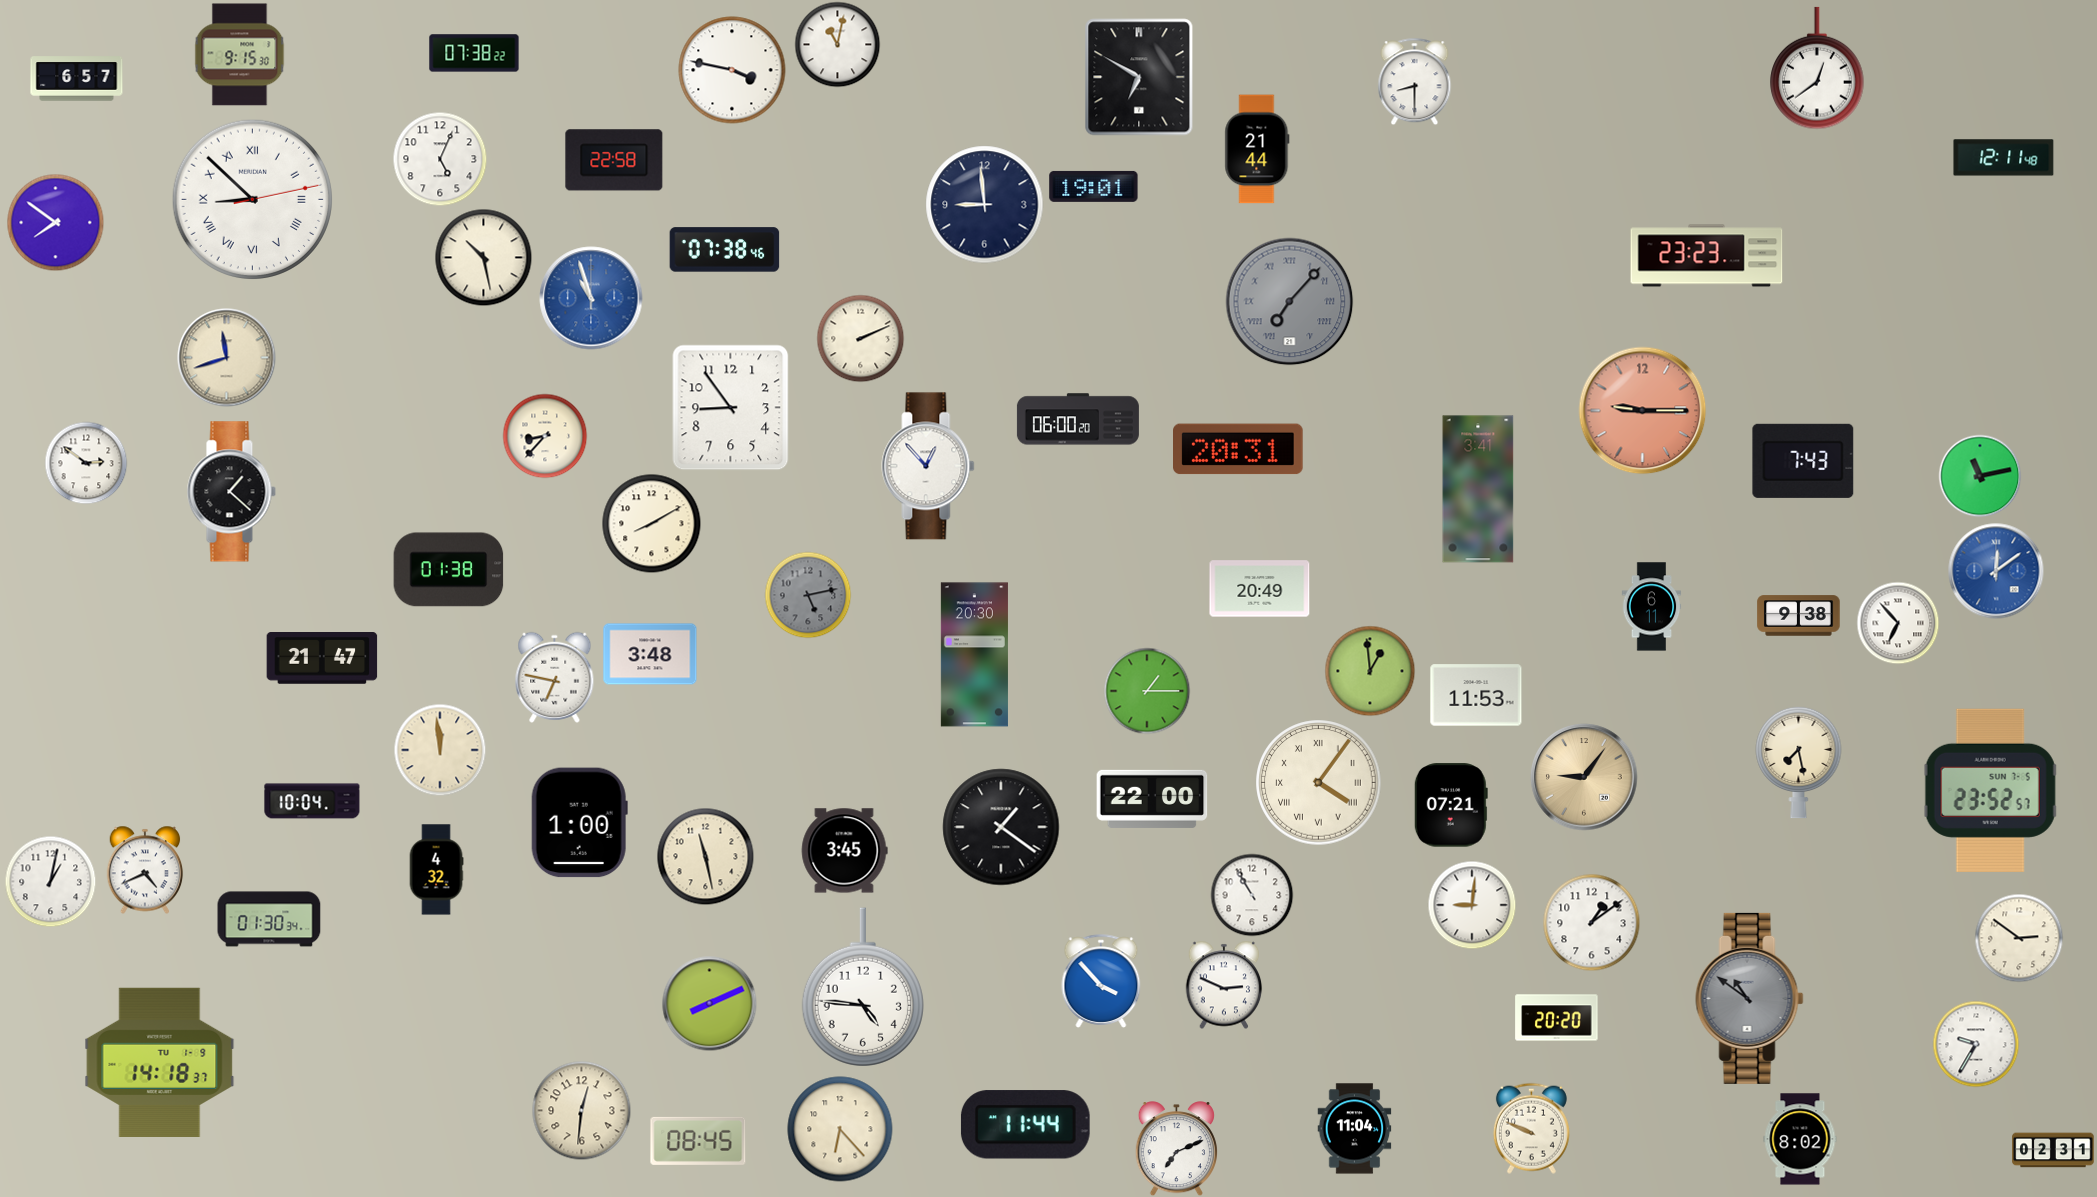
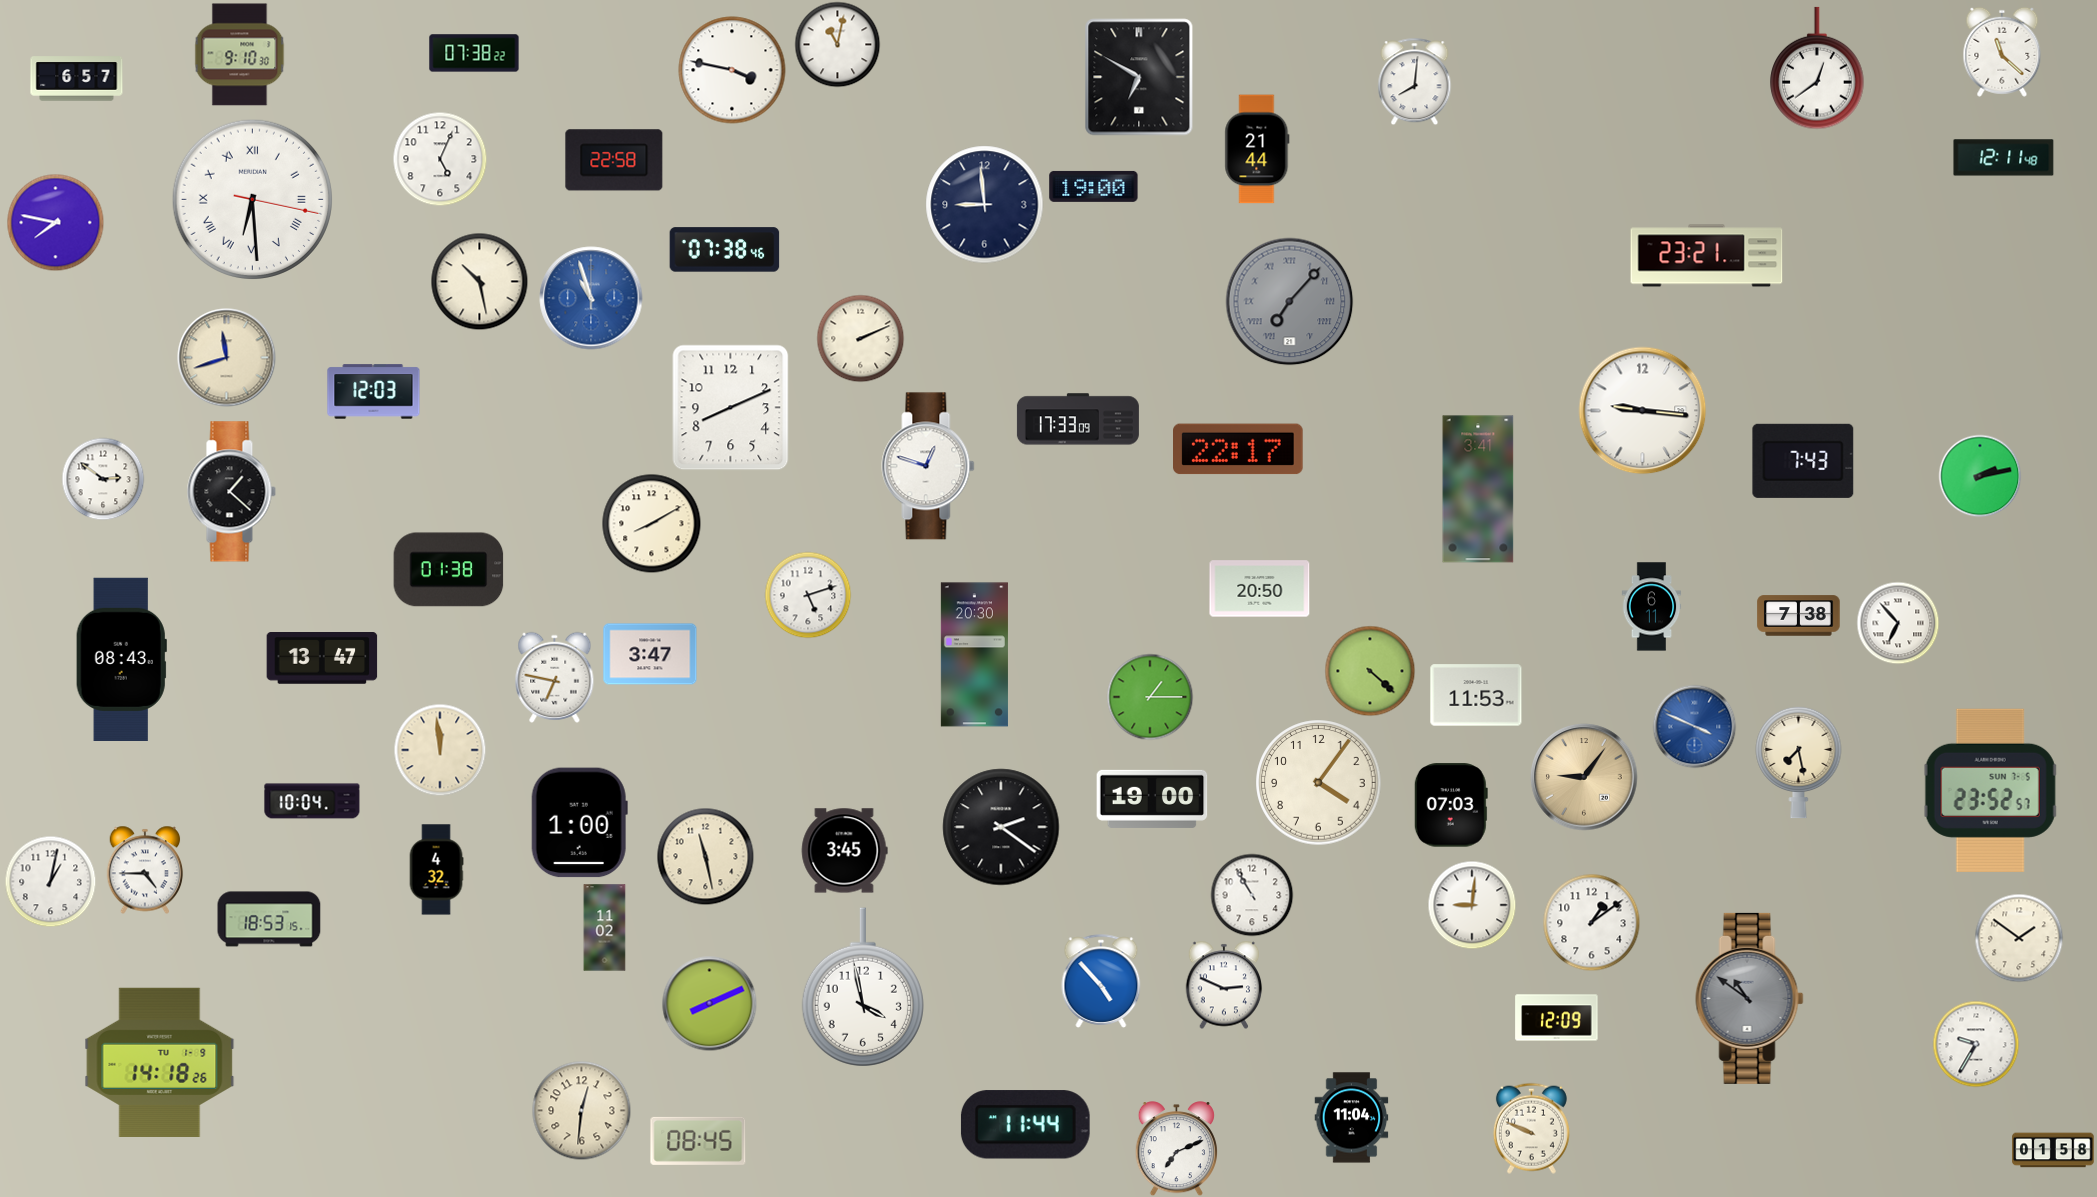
clock at (2002, 52): none -> 11:22
clock at (240, 55): 9:15 -> 9:10
clock at (1415, 81): 8:30 -> 8:01
clock at (1094, 186): 19:01 -> 19:00
clock at (252, 199): 8:52 -> 6:29
clock at (55, 222): 7:51 -> 7:47
clock at (1707, 256): 23:23 -> 23:21
clock at (483, 257) position: (483, 257) -> (479, 281)
clock at (374, 392): none -> 12:03
clock at (731, 408): 8:54 -> 8:11
clock at (1643, 411): 9:15 -> 9:16
clock at (1643, 411) dial: salmon -> white
clock at (1078, 419): 06:00 -> 17:33
clock at (545, 436): 8:37 -> none
clock at (1239, 449): 20:31 -> 22:17
clock at (86, 463) position: (86, 463) -> (103, 479)
clock at (928, 466): 12:53 -> 12:48
clock at (1980, 476): 11:13 -> 2:13
clock at (1996, 571): 12:09 -> none
clock at (1260, 589): 20:49 -> 20:50
clock at (808, 595): 5:13 -> 5:12
clock at (808, 595) dial: grey -> white
clock at (1799, 616): 9:38 -> 7:38
clock at (650, 654): 3:48 -> 3:47
clock at (121, 659): none -> 08:43
clock at (322, 659): 21:47 -> 13:47
clock at (1370, 671): 12:59 -> 4:22
clock at (1147, 691) position: (1147, 691) -> (1150, 697)
clock at (1694, 726): none -> 3:49
clock at (1319, 783) numerals: Roman -> Arabic
clock at (1152, 799): 22:00 -> 19:00
clock at (1451, 805): 07:21 -> 07:03
clock at (1001, 827): 1:21 -> 2:21
clock at (145, 870): 4:41 -> 4:45
clock at (269, 919): 01:30 -> 18:53
clock at (605, 928): none -> 11:02
clock at (2019, 938): 2:51 -> 1:51
clock at (1101, 981): 3:53 -> 4:53
clock at (863, 987): 4:46 -> 3:58
clock at (1557, 1018): 20:20 -> 12:09
clock at (160, 1062): 14:18:37 -> 14:18:26
clock at (840, 1129): 6:23 -> none
clock at (1355, 1129) position: (1355, 1129) -> (1352, 1118)
clock at (1800, 1139): 8:02 -> none
clock at (2053, 1150): 02:31 -> 01:58
